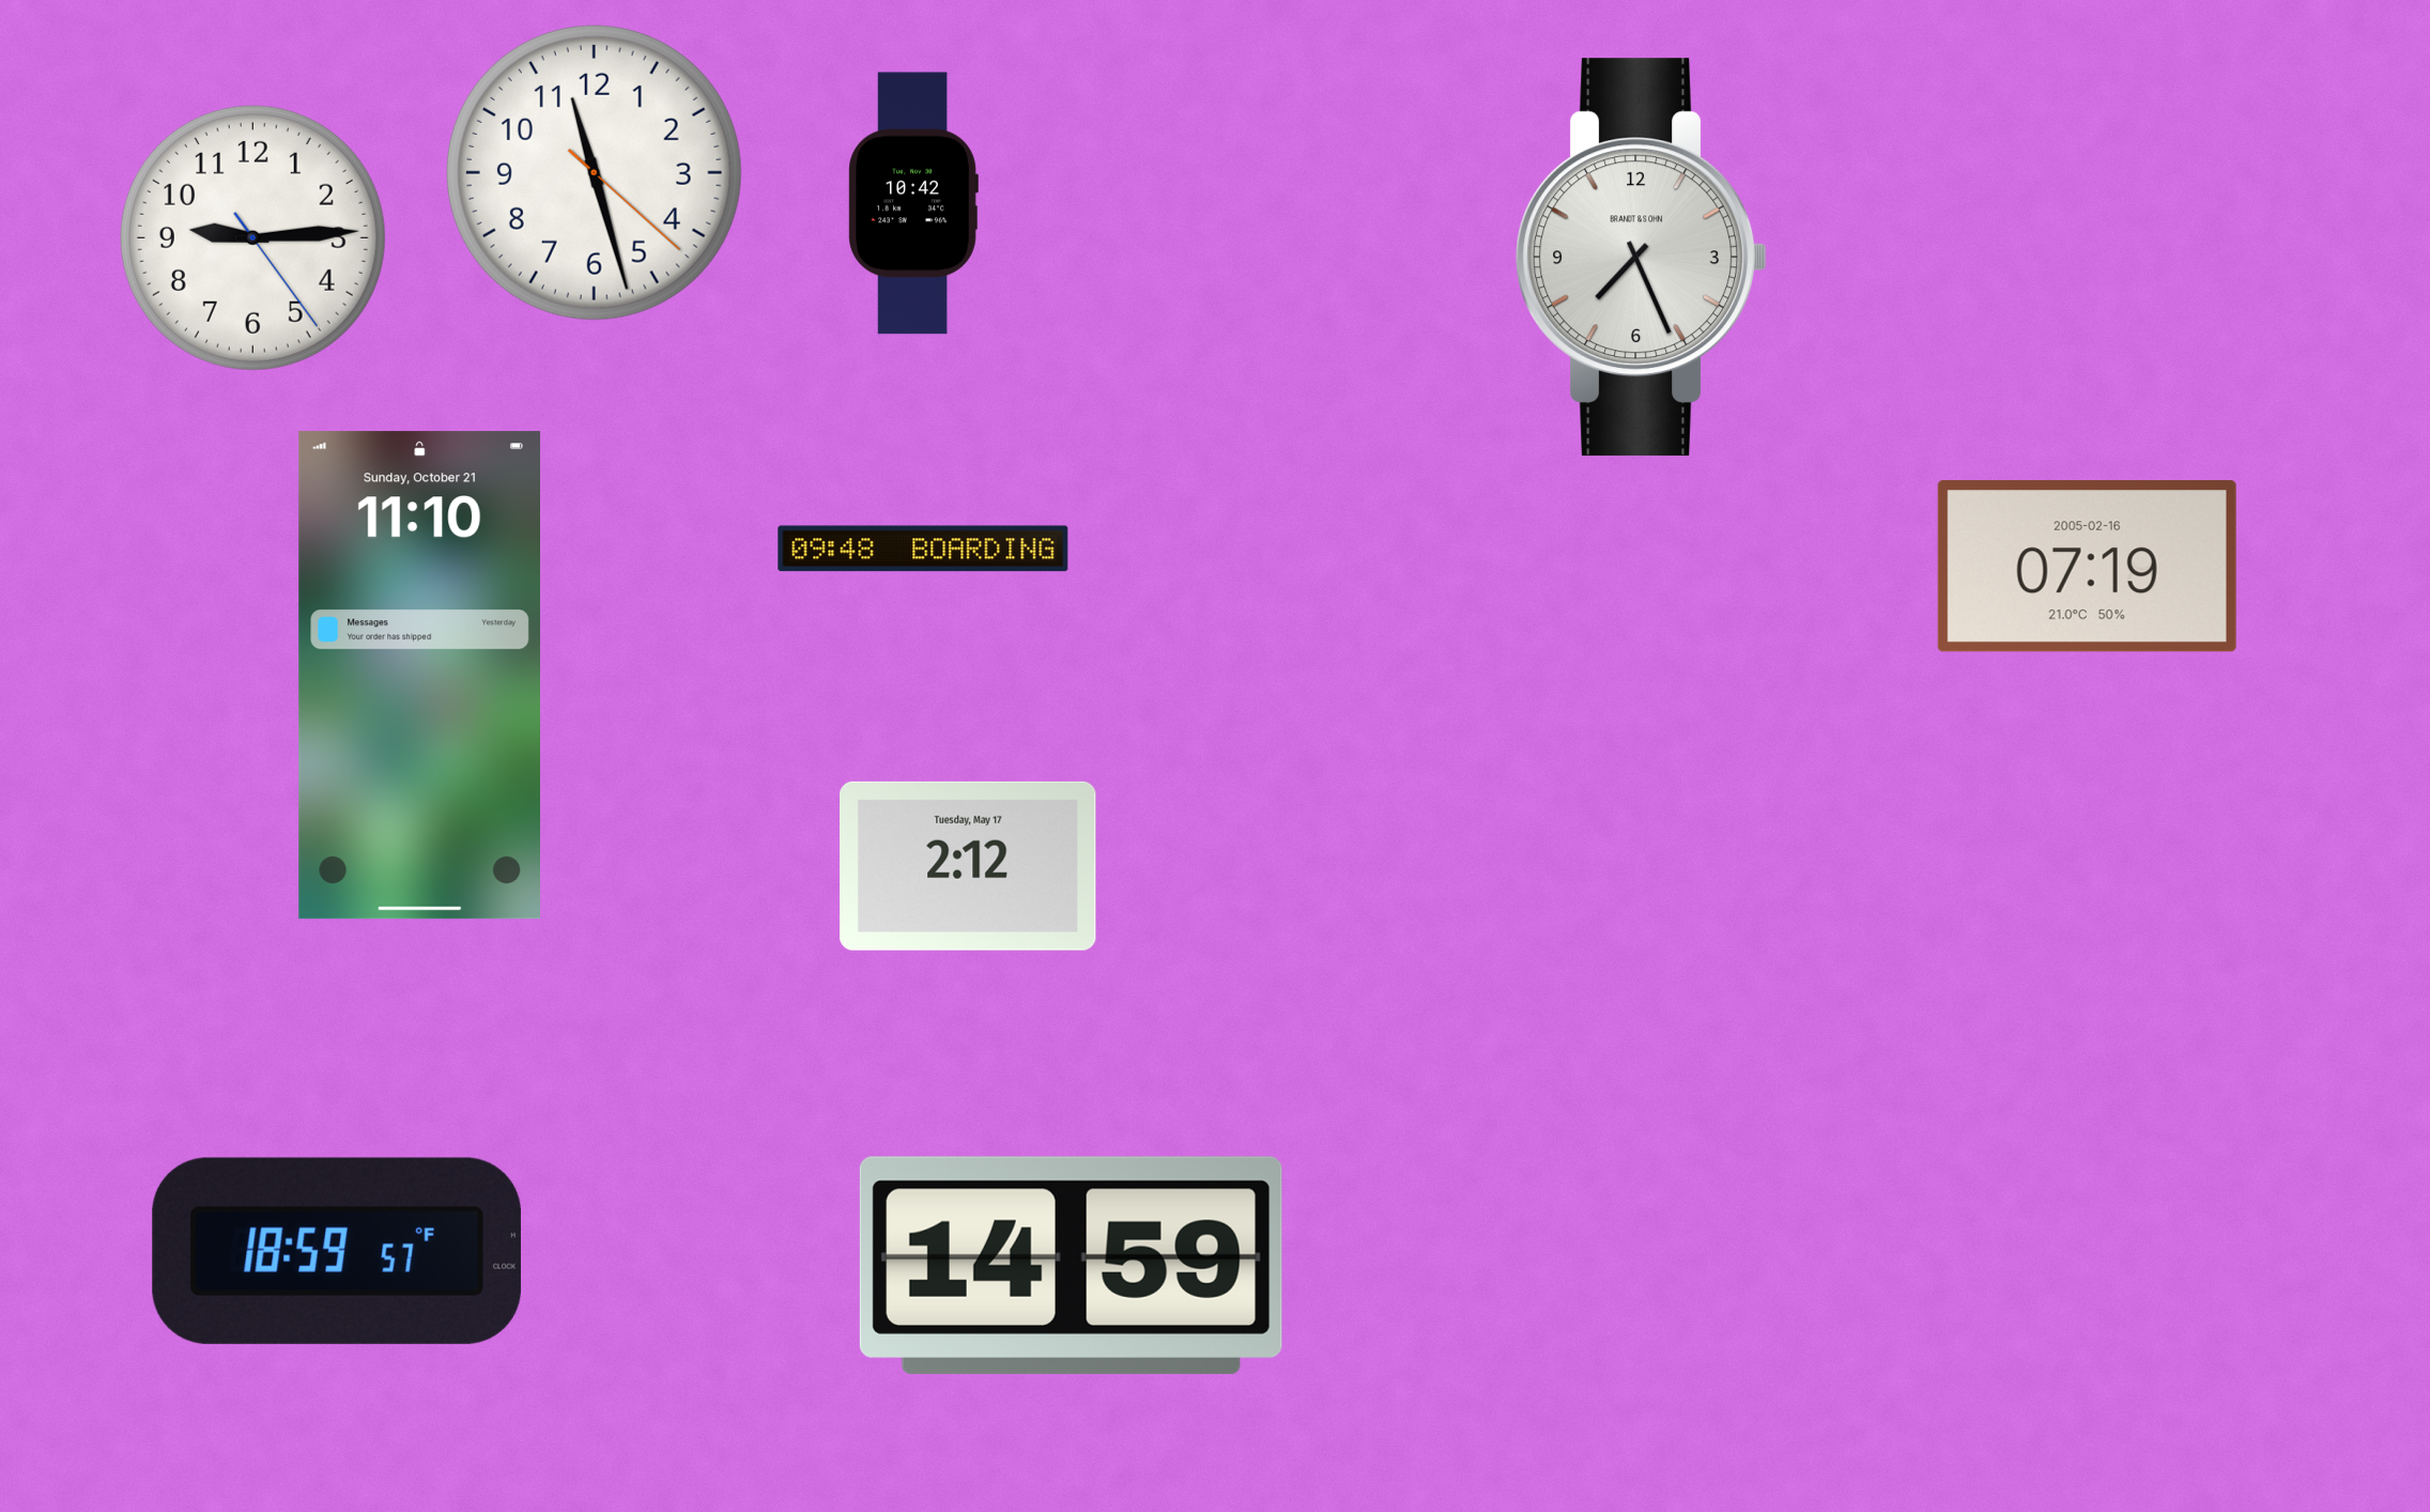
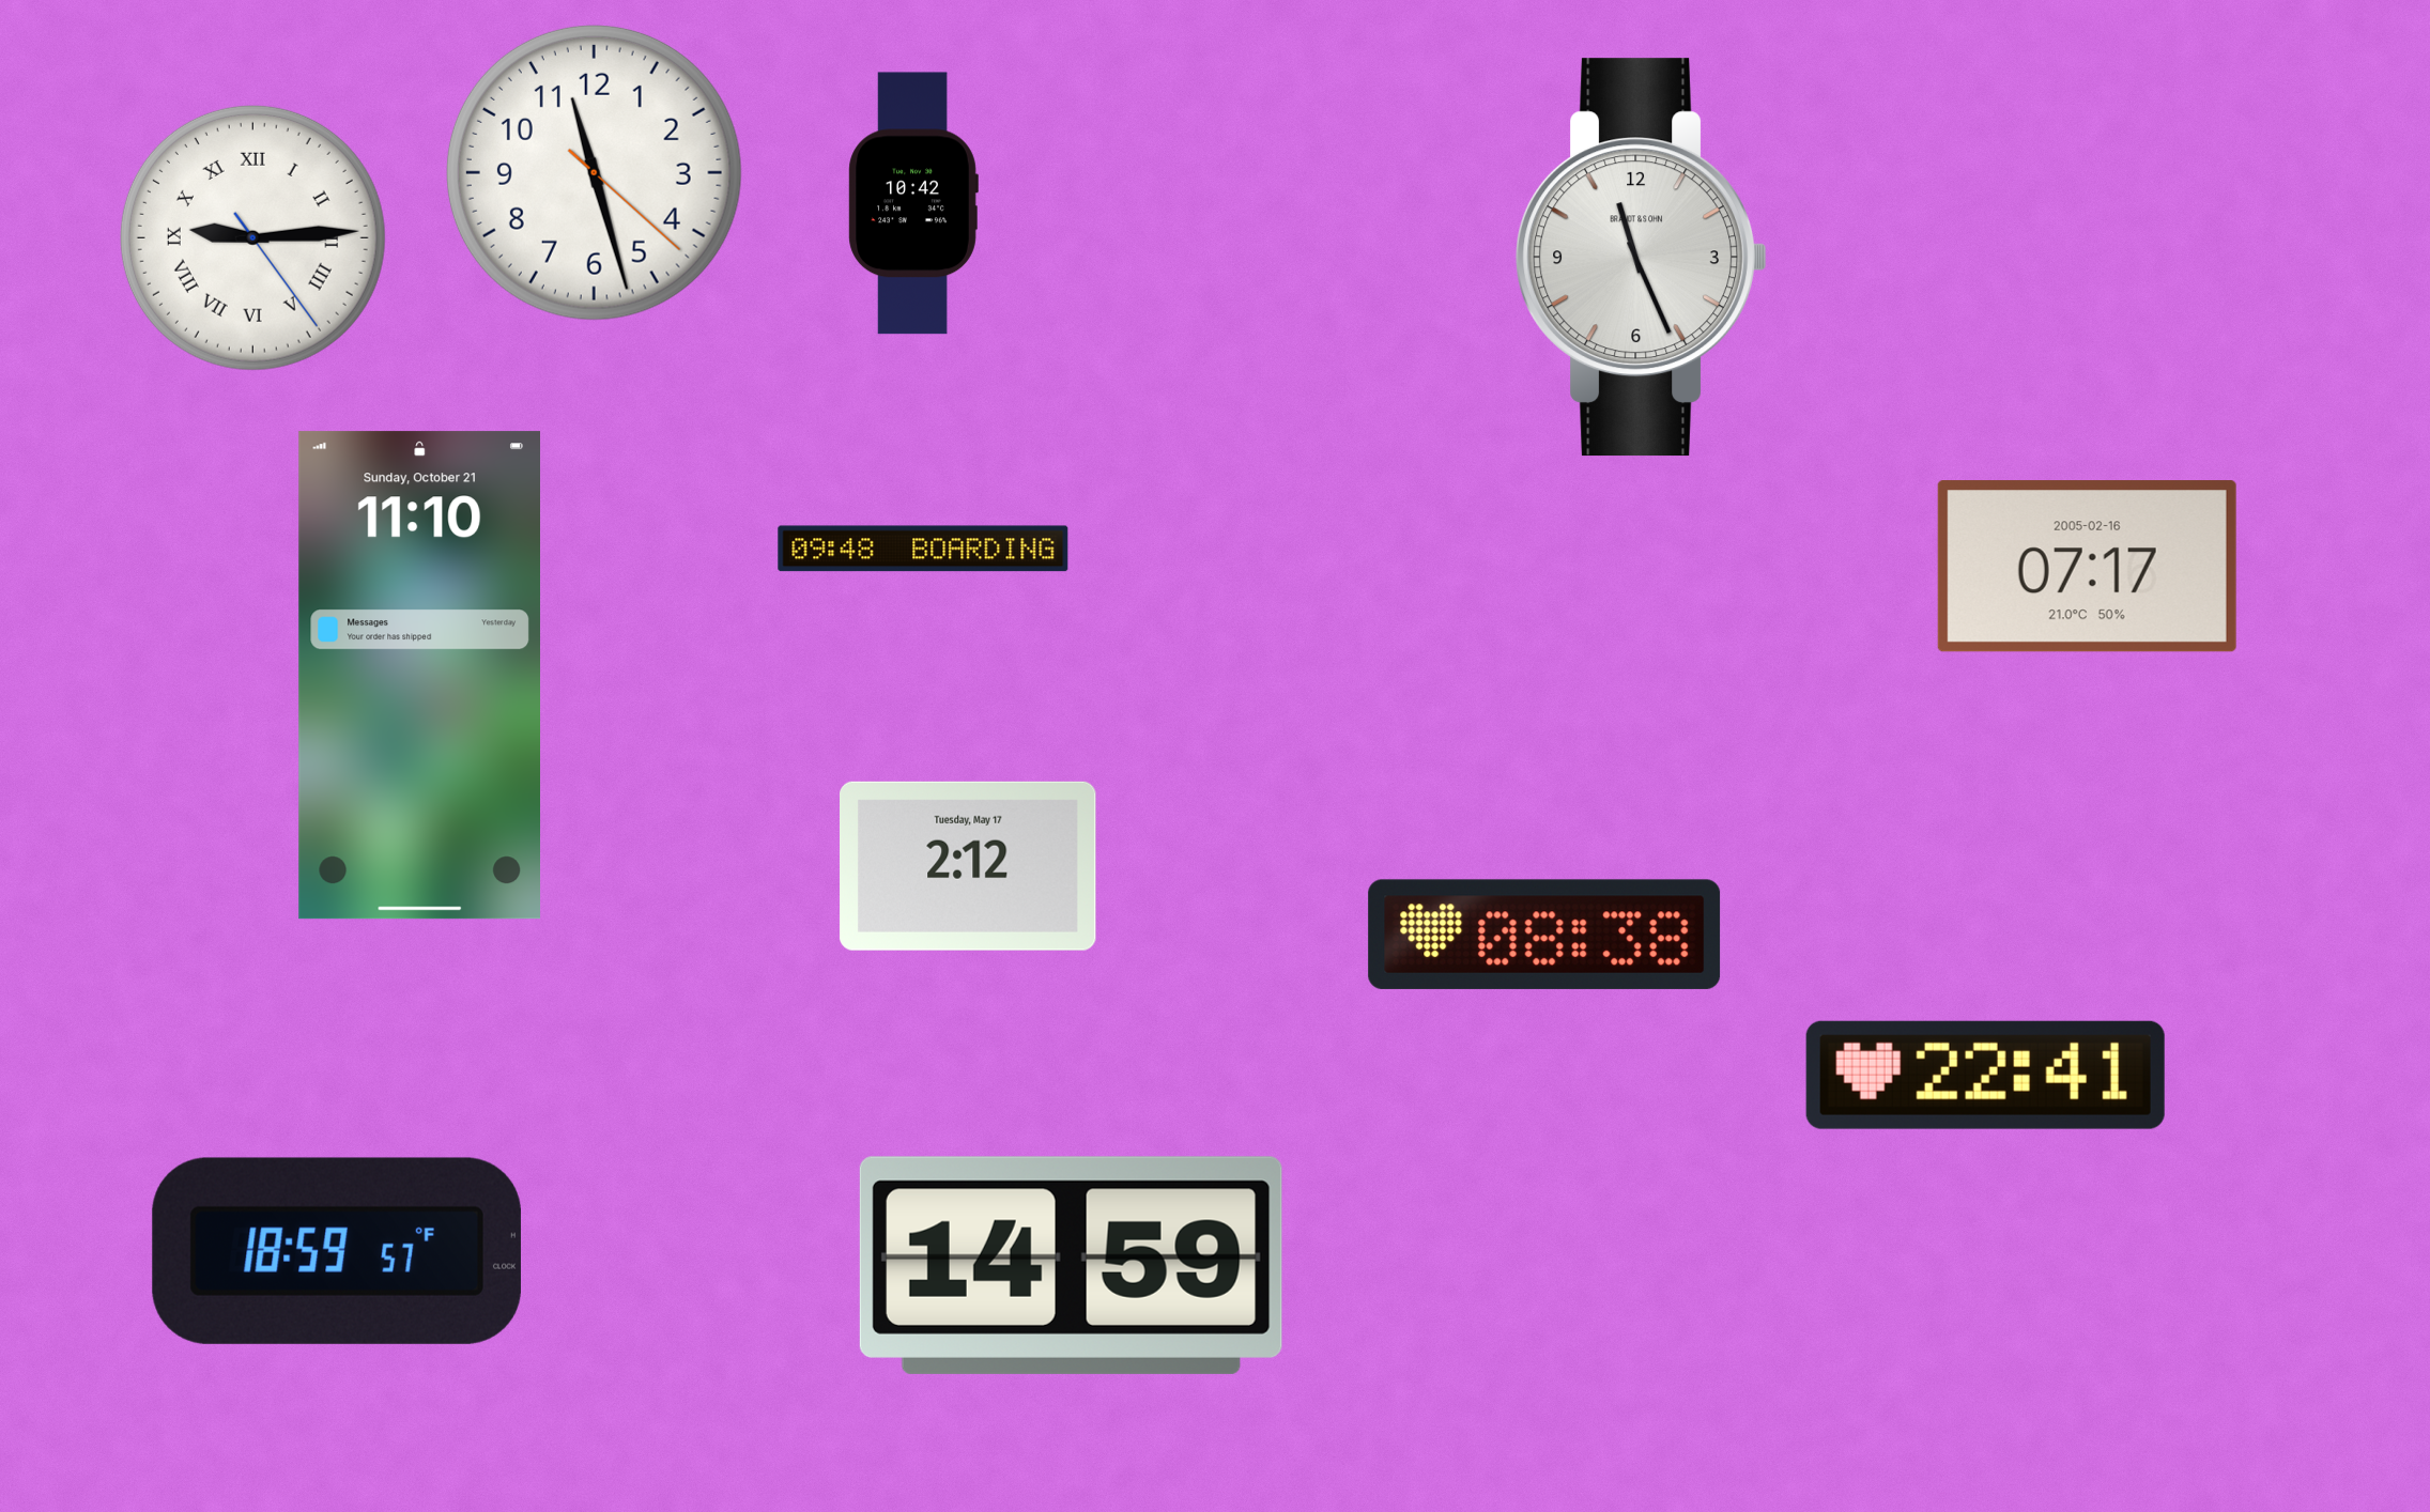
clock at (252, 237) numerals: Arabic -> Roman
clock at (1641, 258): 7:26 -> 11:26
clock at (2087, 567): 07:19 -> 07:17
clock at (1544, 935): none -> 08:38
clock at (1985, 1075): none -> 22:41
